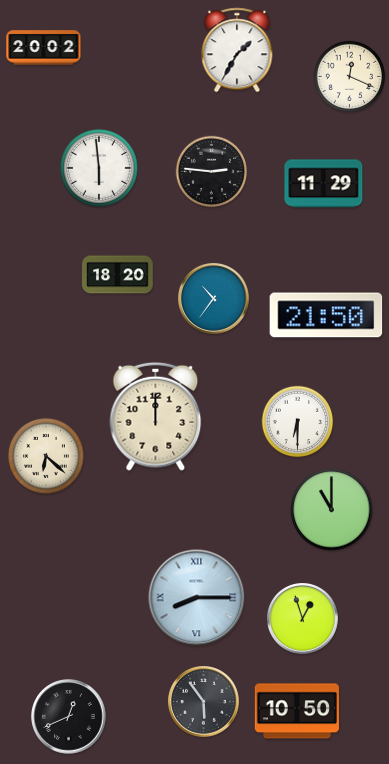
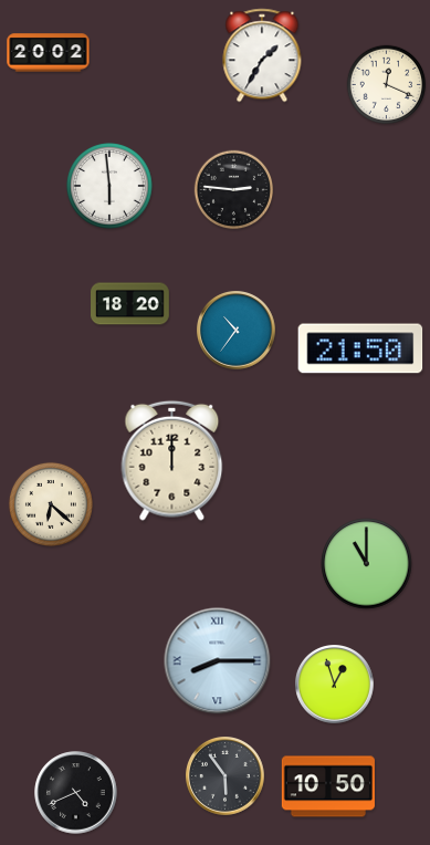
clock at (324, 184): 11:29 -> none
clock at (298, 422): 6:30 -> none
clock at (69, 717): 12:41 -> 4:41
